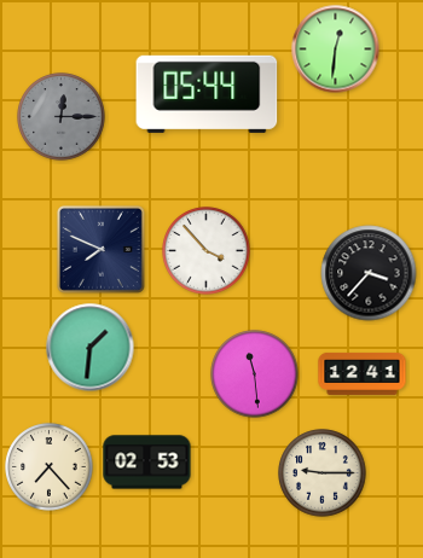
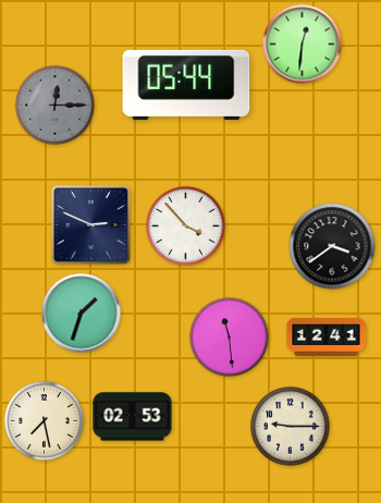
clock at (100, 249): 7:49 -> 2:49
clock at (369, 273): 3:37 -> 3:39
clock at (91, 348): 1:31 -> 1:33
clock at (50, 467): 7:23 -> 7:28
